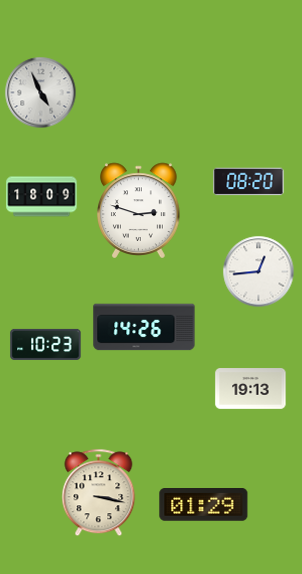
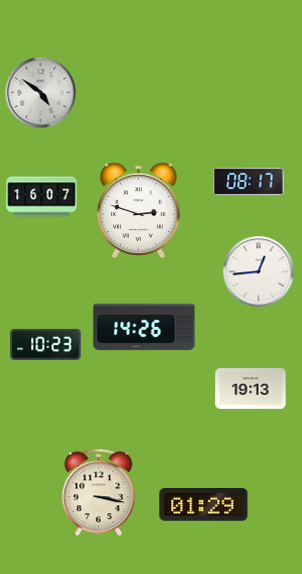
clock at (41, 93): 4:56 -> 4:51
clock at (249, 182): 08:20 -> 08:17
clock at (42, 197): 18:09 -> 16:07
